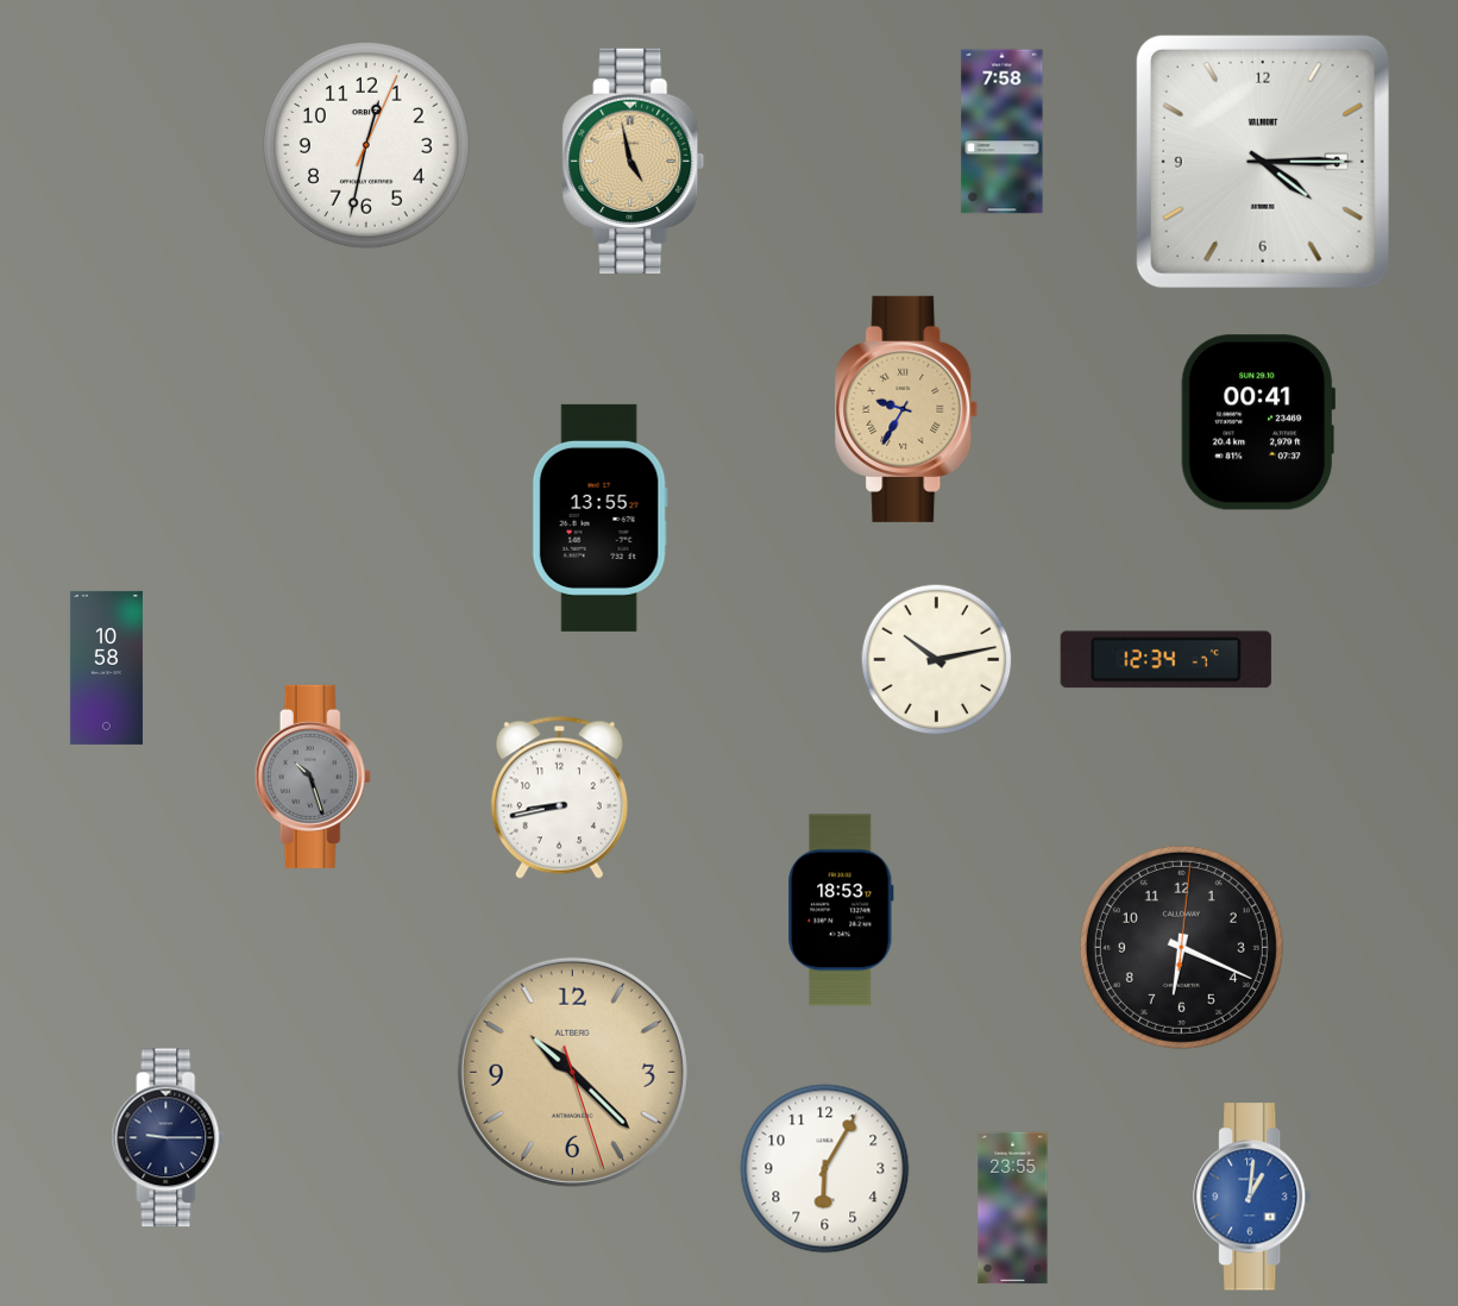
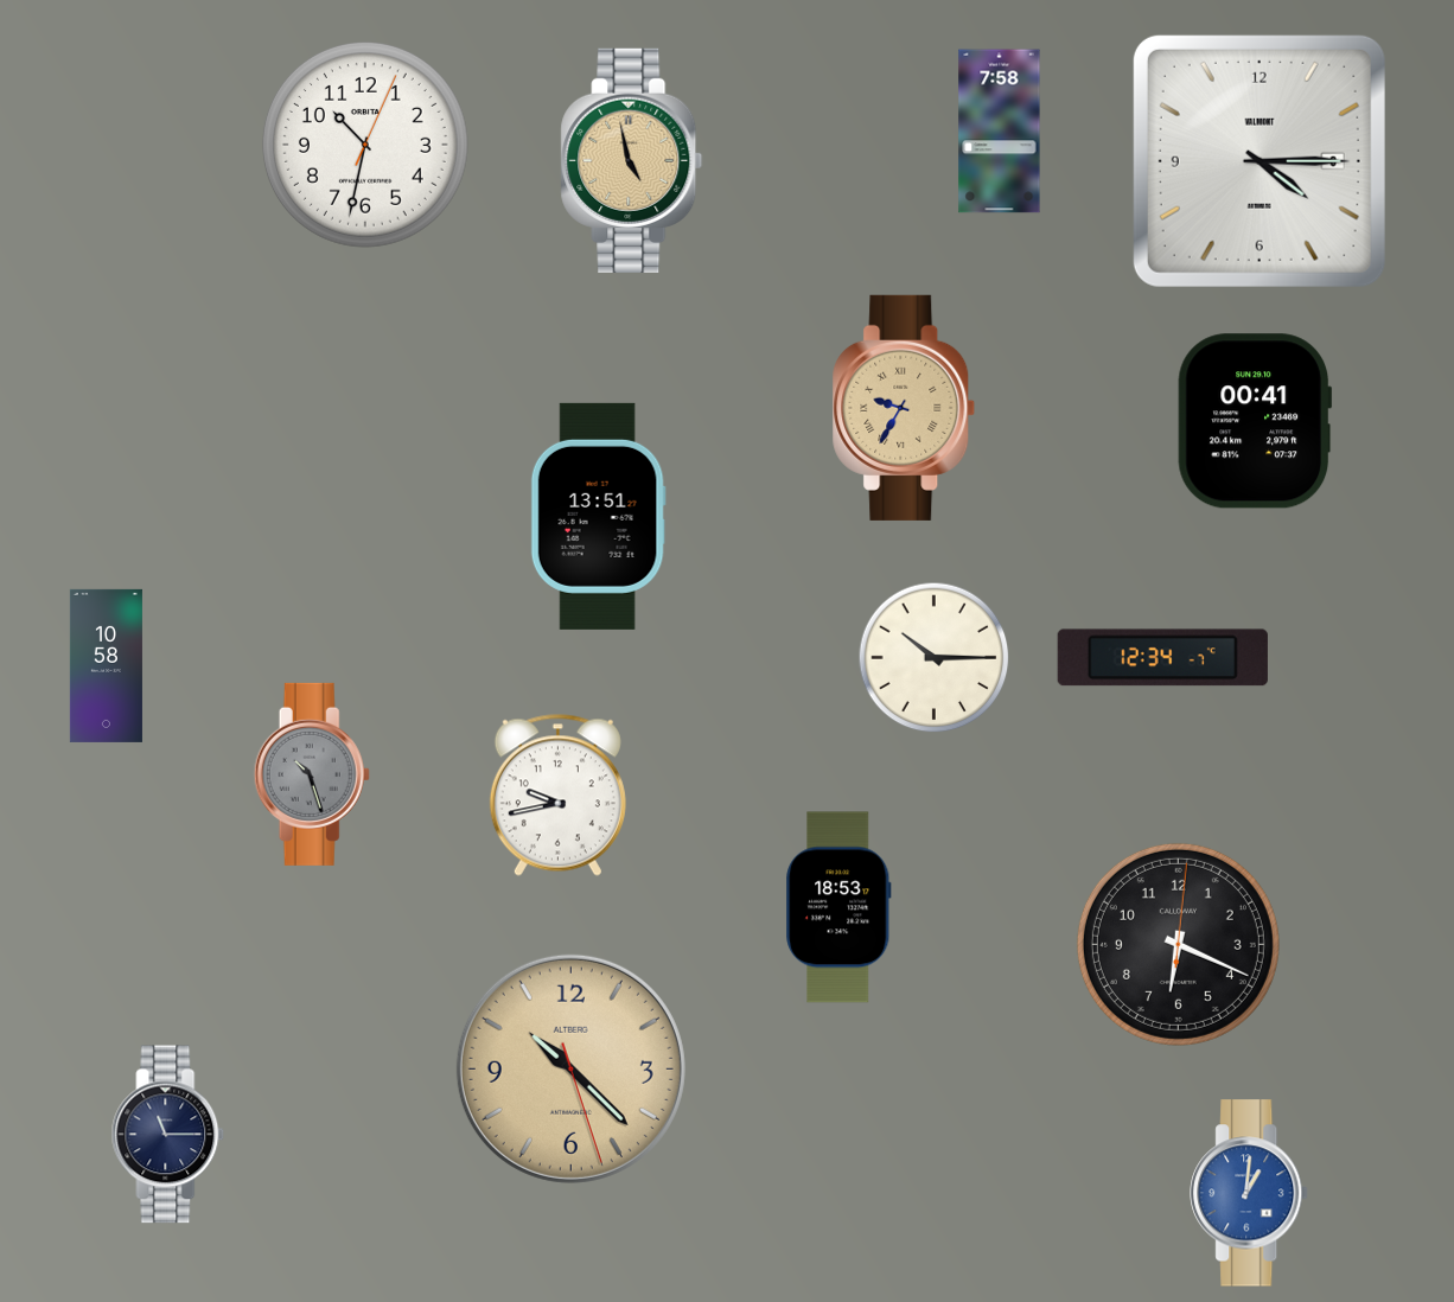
clock at (366, 145): 12:32 -> 10:32
clock at (599, 517): 13:55 -> 13:51
clock at (937, 660): 10:13 -> 10:15
clock at (559, 797): 8:43 -> 9:43
clock at (169, 1138): 9:15 -> 11:15
clock at (825, 1169): 6:05 -> none
clock at (1013, 1208): 23:55 -> none
